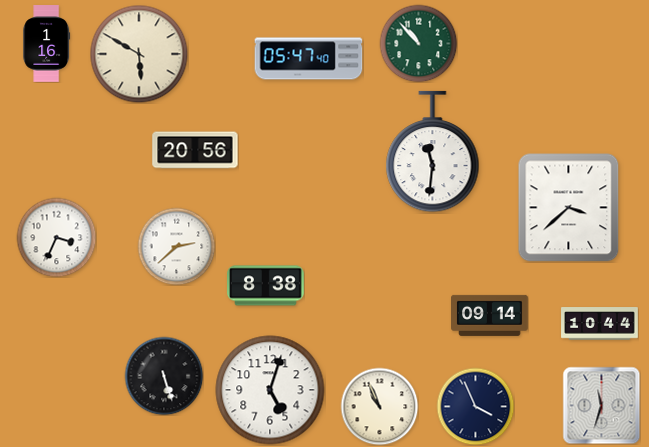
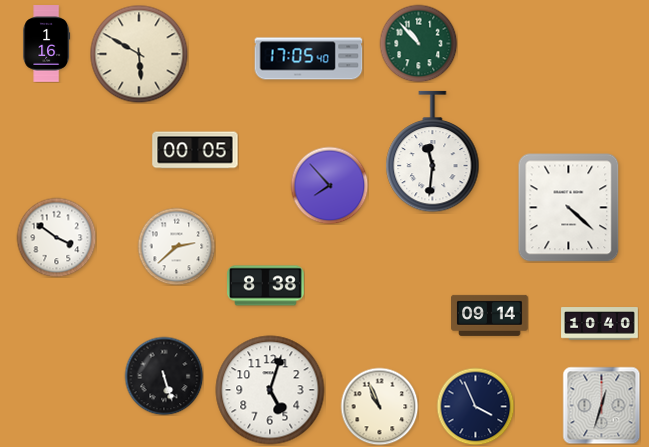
clock at (309, 59): 05:47 -> 17:05
clock at (195, 150): 20:56 -> 00:05
clock at (329, 185): none -> 7:53
clock at (569, 208): 3:38 -> 4:22
clock at (56, 237): 3:34 -> 3:51
clock at (600, 324): 10:44 -> 10:40
clock at (601, 405): 11:33 -> 12:33
